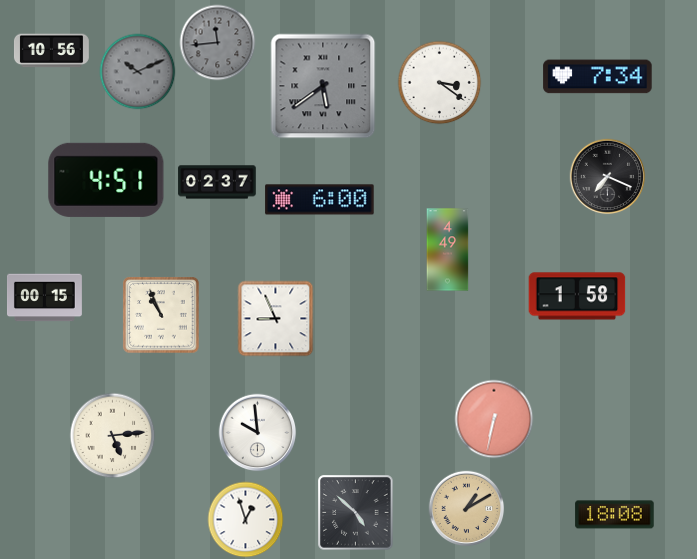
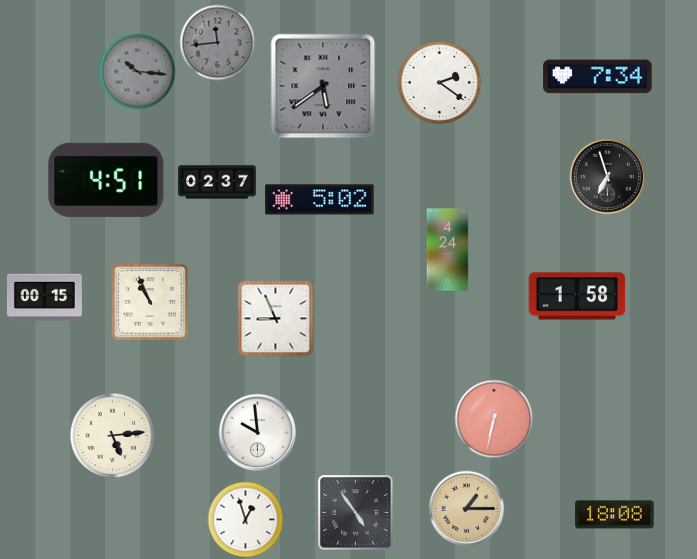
clock at (51, 51): 10:56 -> none
clock at (138, 72): 10:11 -> 10:16
clock at (440, 83): 3:21 -> 2:21
clock at (608, 177): 7:19 -> 6:57
clock at (320, 200): 6:00 -> 5:02
clock at (448, 250): 4:49 -> 4:24
clock at (161, 315) position: (161, 315) -> (150, 302)
clock at (467, 509): 1:10 -> 1:15
clock at (356, 513): 4:52 -> 4:54
